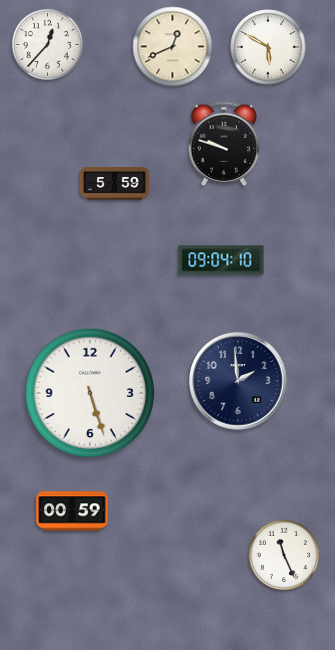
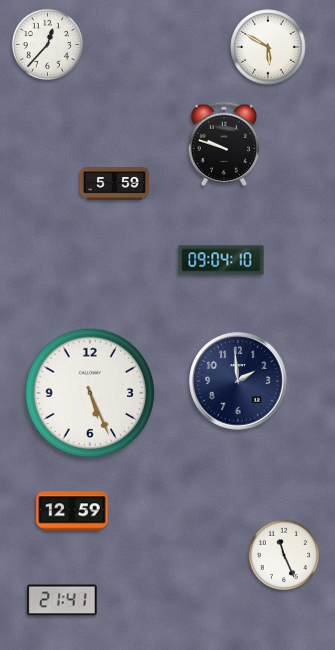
clock at (173, 47): 12:41 -> none
clock at (90, 393): 5:27 -> 5:26
clock at (72, 511): 00:59 -> 12:59
clock at (63, 600): none -> 21:41
